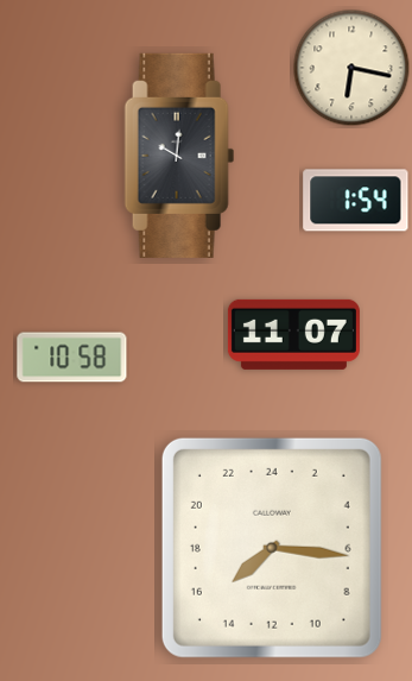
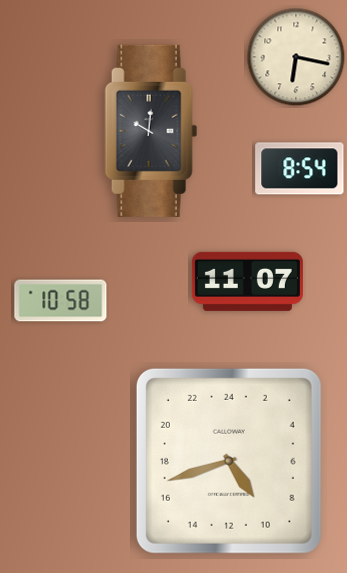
clock at (356, 201): 1:54 -> 8:54
clock at (272, 548): 15:16 -> 9:42
